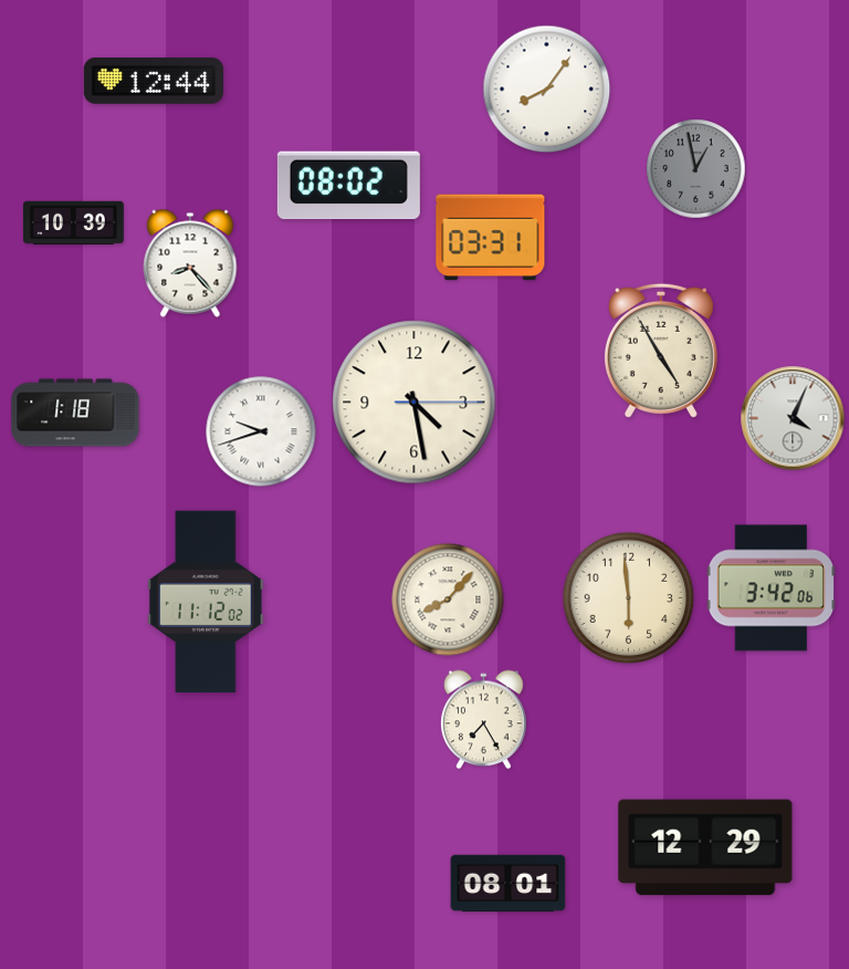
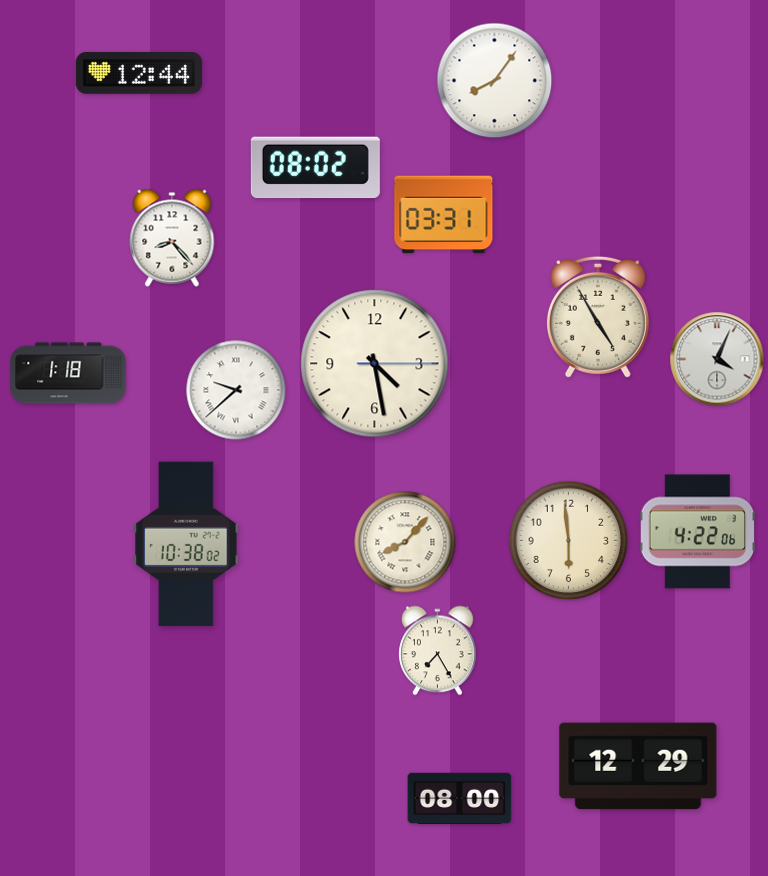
clock at (696, 169): 12:58 -> none
clock at (73, 223): 10:39 -> none
clock at (793, 418) position: (793, 418) -> (717, 359)
clock at (261, 431): 9:42 -> 9:38
clock at (772, 588): 3:42 -> 4:22
clock at (206, 602): 11:12 -> 10:38
clock at (509, 884): 08:01 -> 08:00
